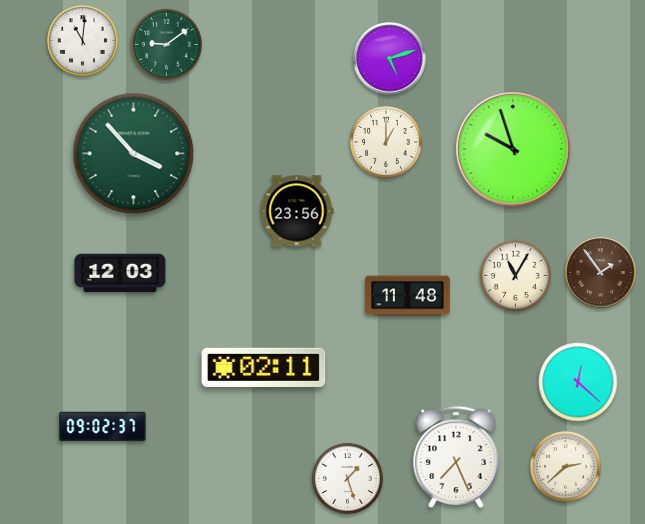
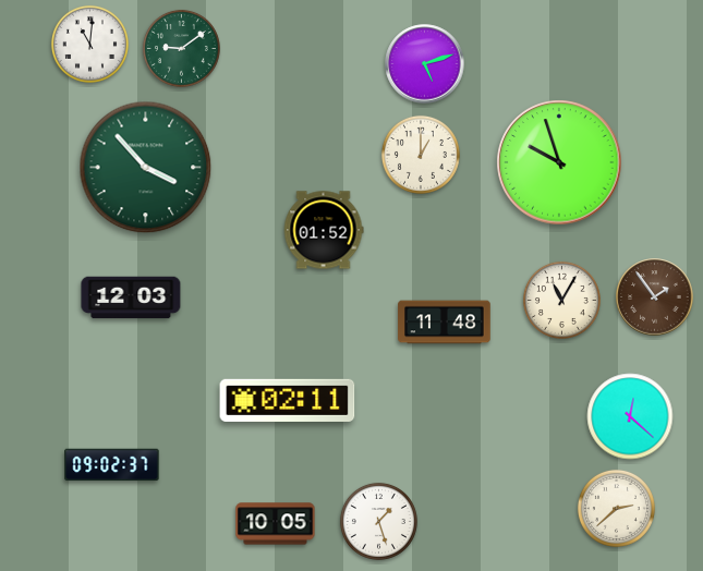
clock at (297, 211): 23:56 -> 01:52
clock at (456, 457): 7:26 -> none
clock at (276, 524): none -> 10:05
